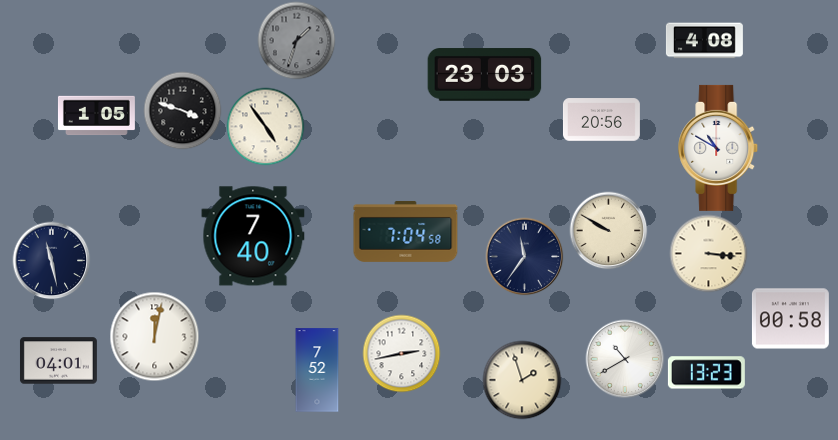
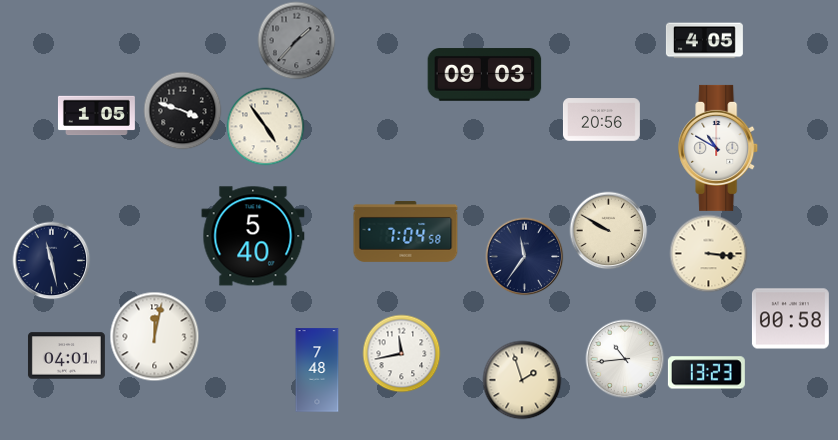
clock at (296, 40): 1:33 -> 1:37
clock at (704, 41): 4:08 -> 4:05
clock at (485, 75): 23:03 -> 09:03
clock at (253, 236): 7:40 -> 5:40
clock at (401, 353): 2:43 -> 11:43
clock at (625, 359): 10:40 -> 10:44
clock at (58, 361) position: (58, 361) -> (66, 356)
clock at (317, 370): 7:52 -> 7:48
